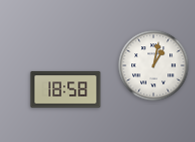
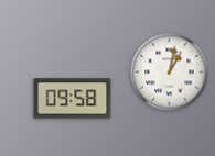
clock at (66, 90): 18:58 -> 09:58
